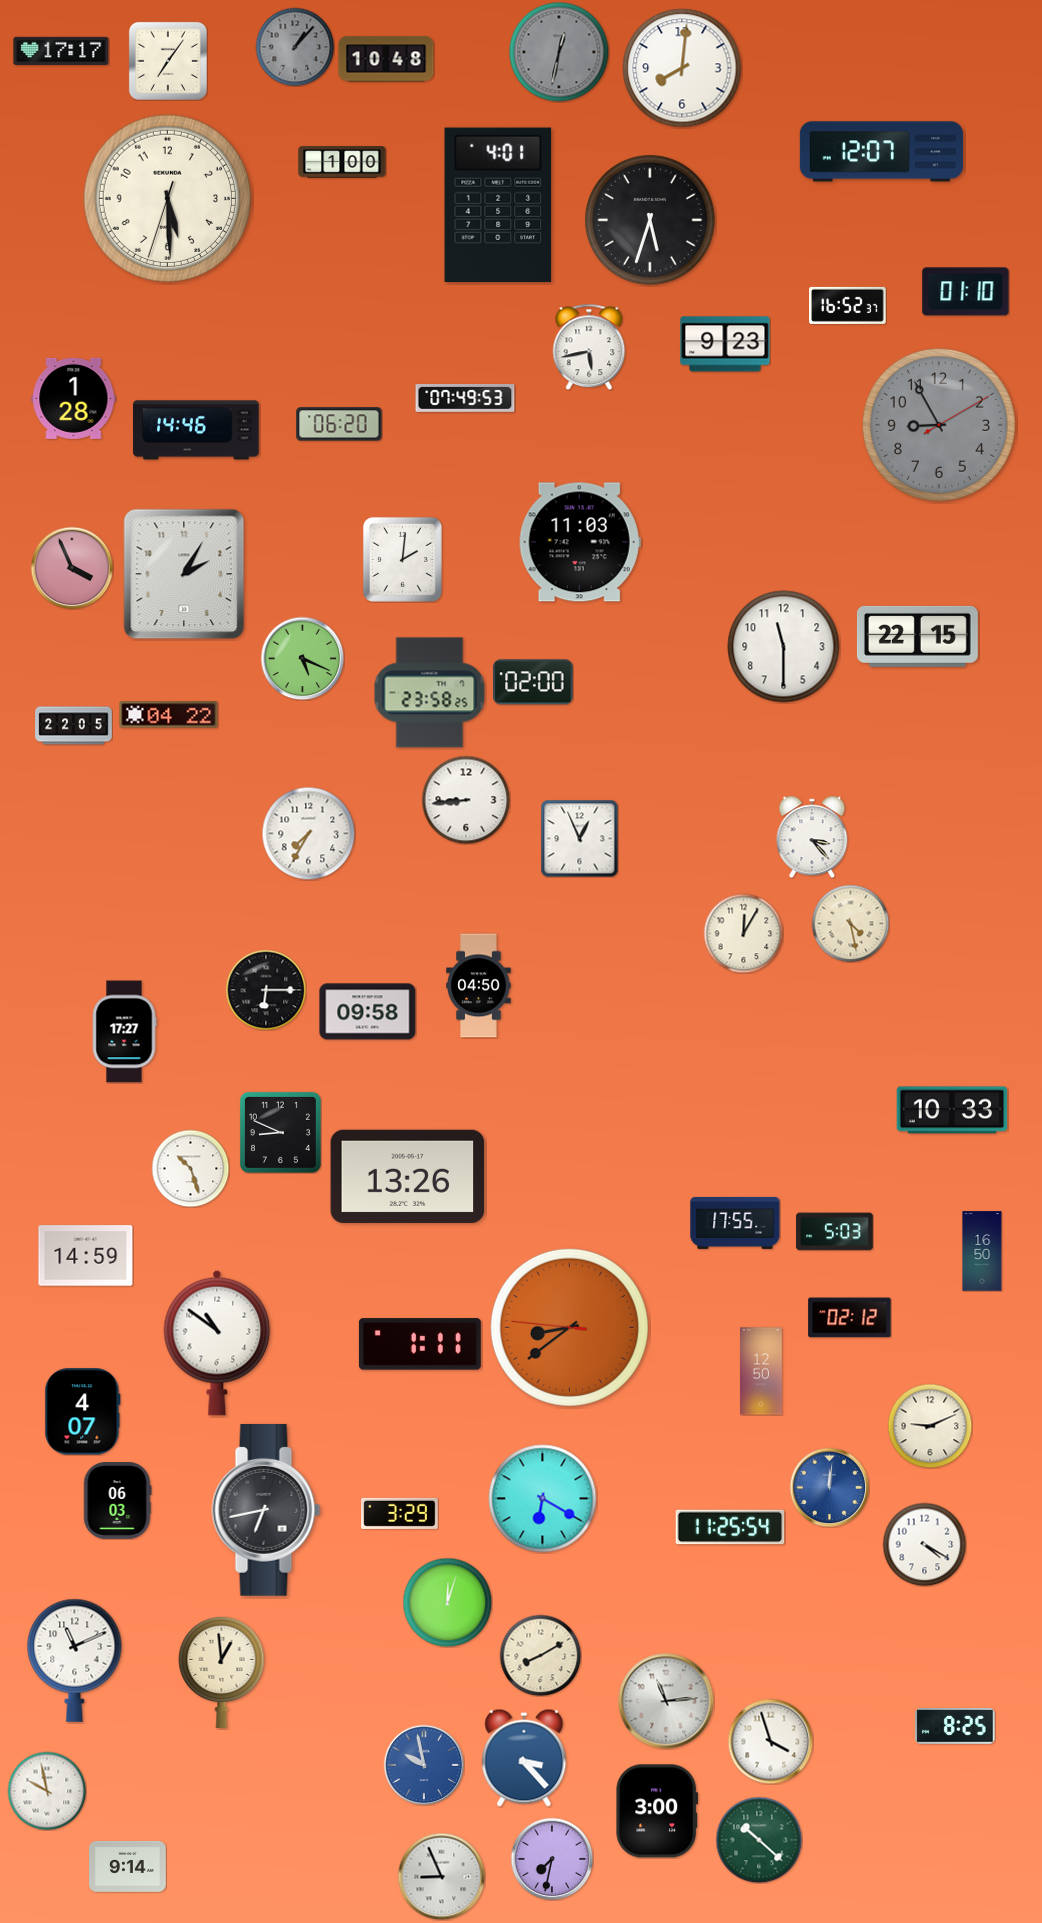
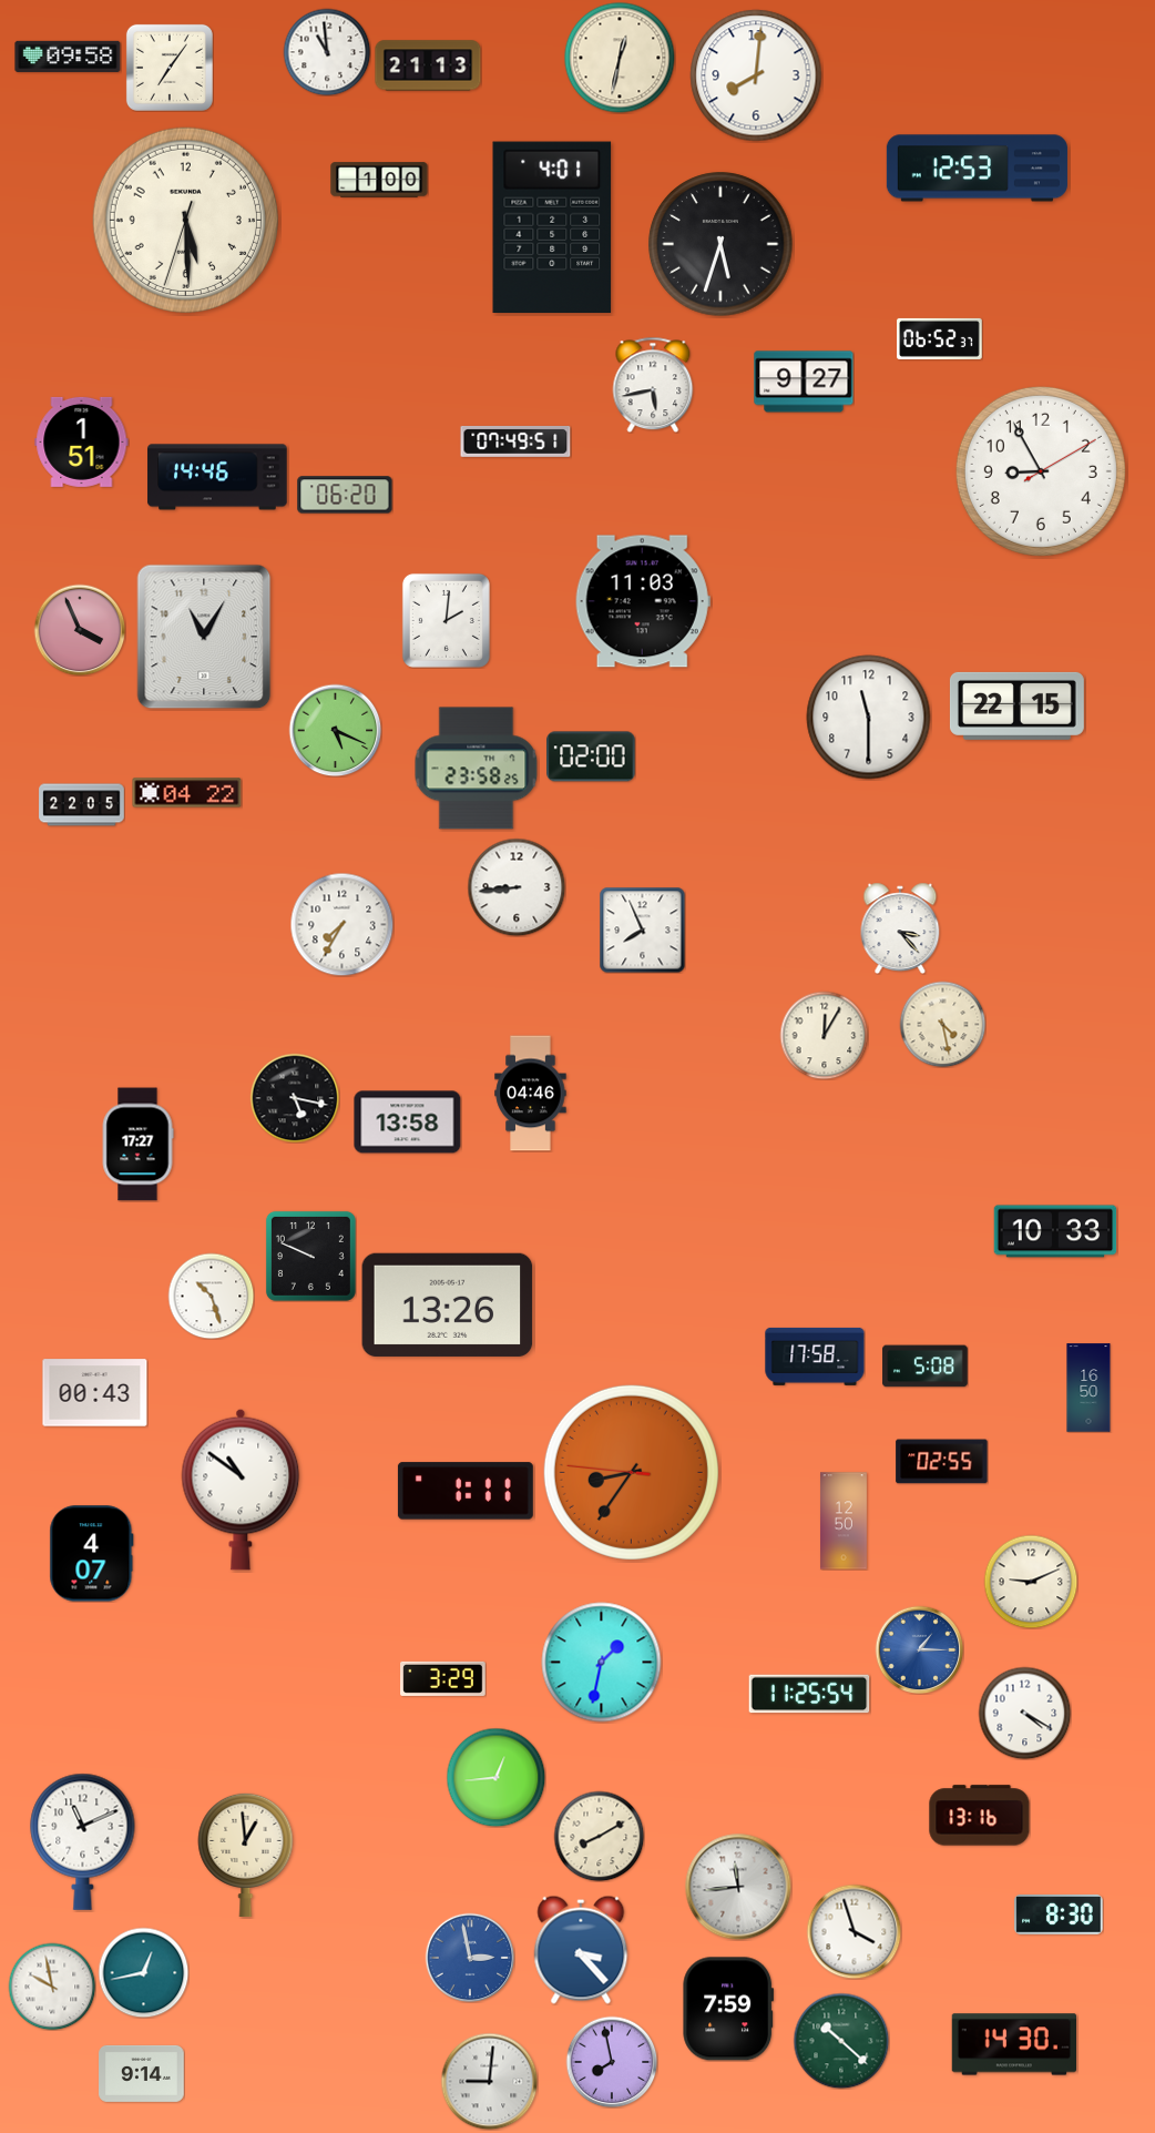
clock at (295, 47): 1:07 -> 10:59
clock at (295, 47) dial: grey -> white
clock at (61, 51): 17:17 -> 09:58
clock at (559, 52) dial: grey -> cream
clock at (386, 59): 10:48 -> 21:13
clock at (168, 61) position: (168, 61) -> (170, 68)
clock at (881, 152): 12:07 -> 12:53
clock at (966, 292): 01:10 -> none
clock at (848, 305): 16:52 -> 06:52
clock at (725, 344): 9:23 -> 9:27
clock at (74, 398): 1:28 -> 1:51
clock at (465, 398): 07:49:53 -> 07:49:51
clock at (339, 424) position: (339, 424) -> (345, 495)
clock at (939, 425) dial: grey -> white
clock at (184, 574): 2:05 -> 11:05
clock at (579, 838): 12:56 -> 7:56
clock at (479, 986): 04:50 -> 04:46
clock at (266, 990): 6:15 -> 5:17
clock at (368, 1012): 09:58 -> 13:58
clock at (280, 1132): 8:49 -> 9:49
clock at (408, 1176) position: (408, 1176) -> (448, 1304)
clock at (735, 1223): 17:55 -> 17:58
clock at (835, 1232): 5:03 -> 5:08
clock at (86, 1256): 14:59 -> 00:43
clock at (850, 1318): 02:12 -> 02:55
clock at (569, 1327): 8:38 -> 8:35
clock at (83, 1412) position: (83, 1412) -> (92, 1554)
clock at (829, 1487): 12:01 -> 1:15
clock at (543, 1499): 6:20 -> 1:32
clock at (117, 1501): 06:03 -> none
clock at (266, 1510): 6:43 -> none
clock at (447, 1602): 12:03 -> 12:44
clock at (980, 1816): none -> 13:16
clock at (666, 1701): 11:14 -> 11:44
clock at (955, 1727): 8:25 -> 8:30
clock at (424, 1765): 9:58 -> 2:58
clock at (143, 1972): none -> 12:43
clock at (657, 1811): 3:00 -> 7:59
clock at (1013, 2044): none -> 14:30
clock at (552, 1859): 7:32 -> 7:58
clock at (128, 1866) position: (128, 1866) -> (142, 2073)
clock at (441, 1876): 8:56 -> 9:01
